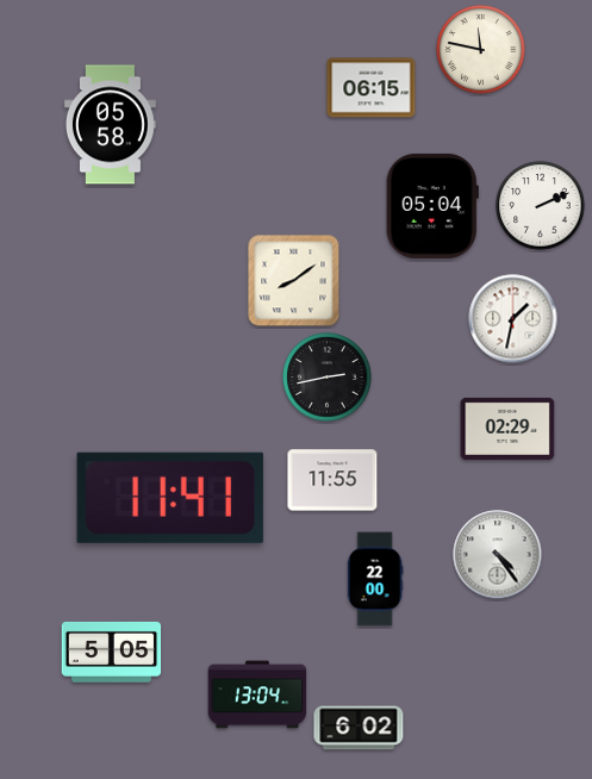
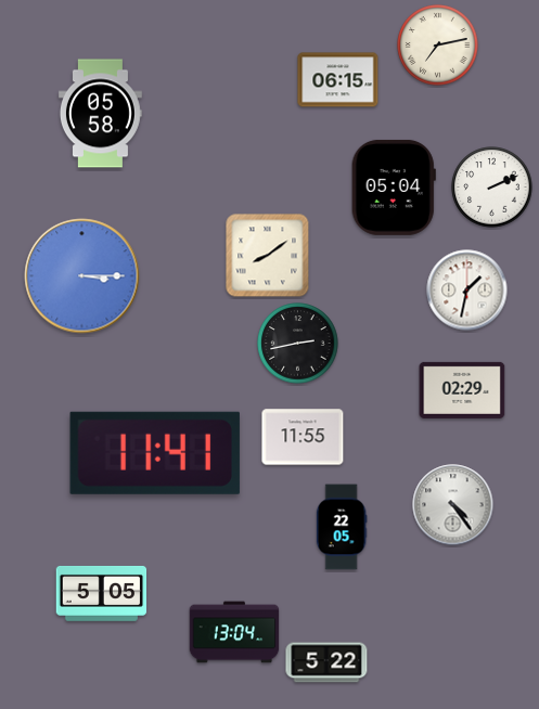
clock at (481, 50): 11:47 -> 7:13
clock at (82, 276): none -> 3:15
clock at (375, 579): 22:00 -> 22:05
clock at (359, 728): 6:02 -> 5:22
